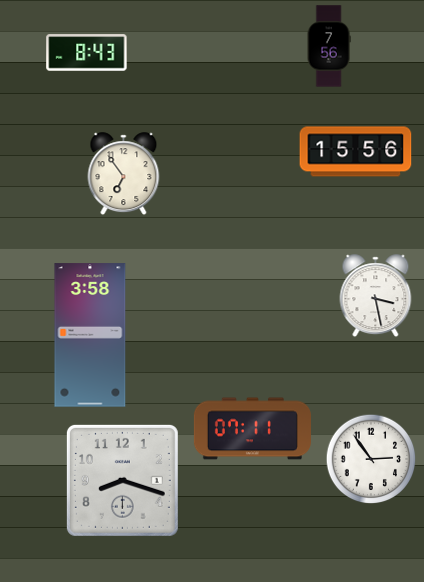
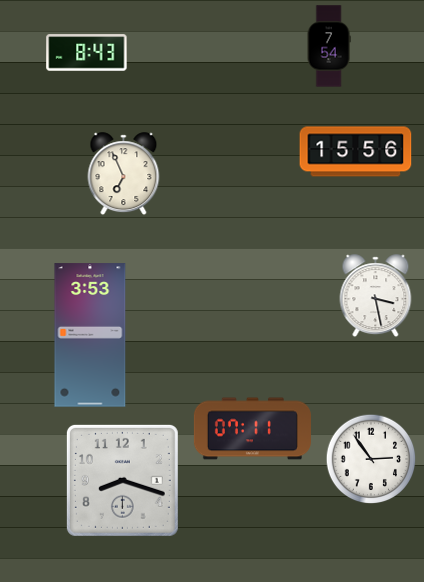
clock at (329, 46): 7:56 -> 7:54
clock at (124, 174): 6:54 -> 6:56
clock at (90, 335): 3:58 -> 3:53
